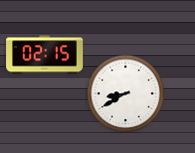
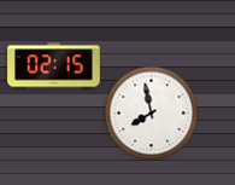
clock at (125, 93): 8:40 -> 7:58
